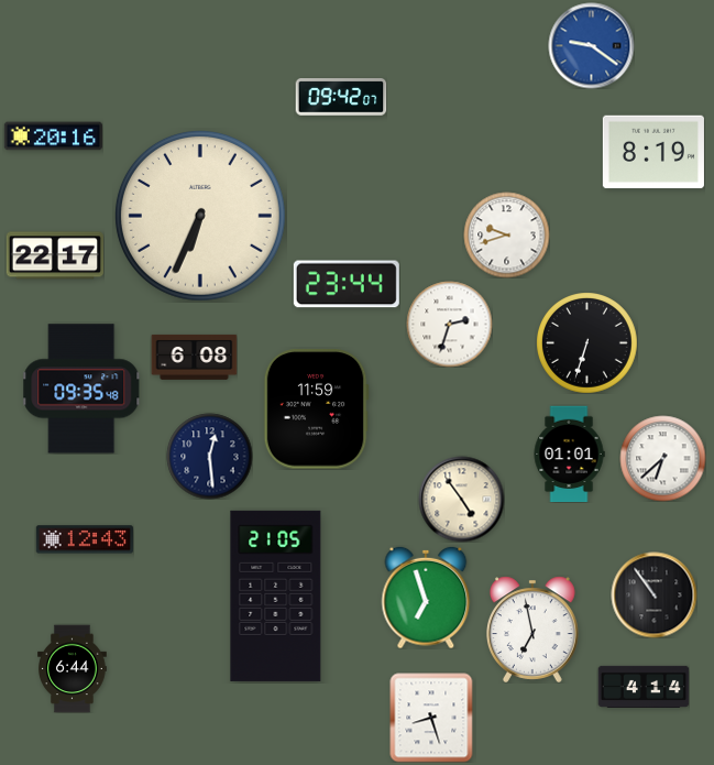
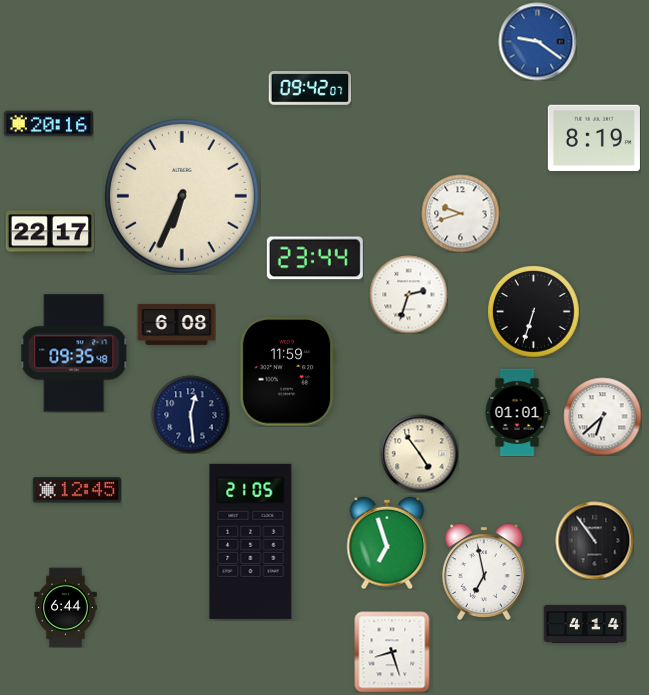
clock at (84, 539): 12:43 -> 12:45
